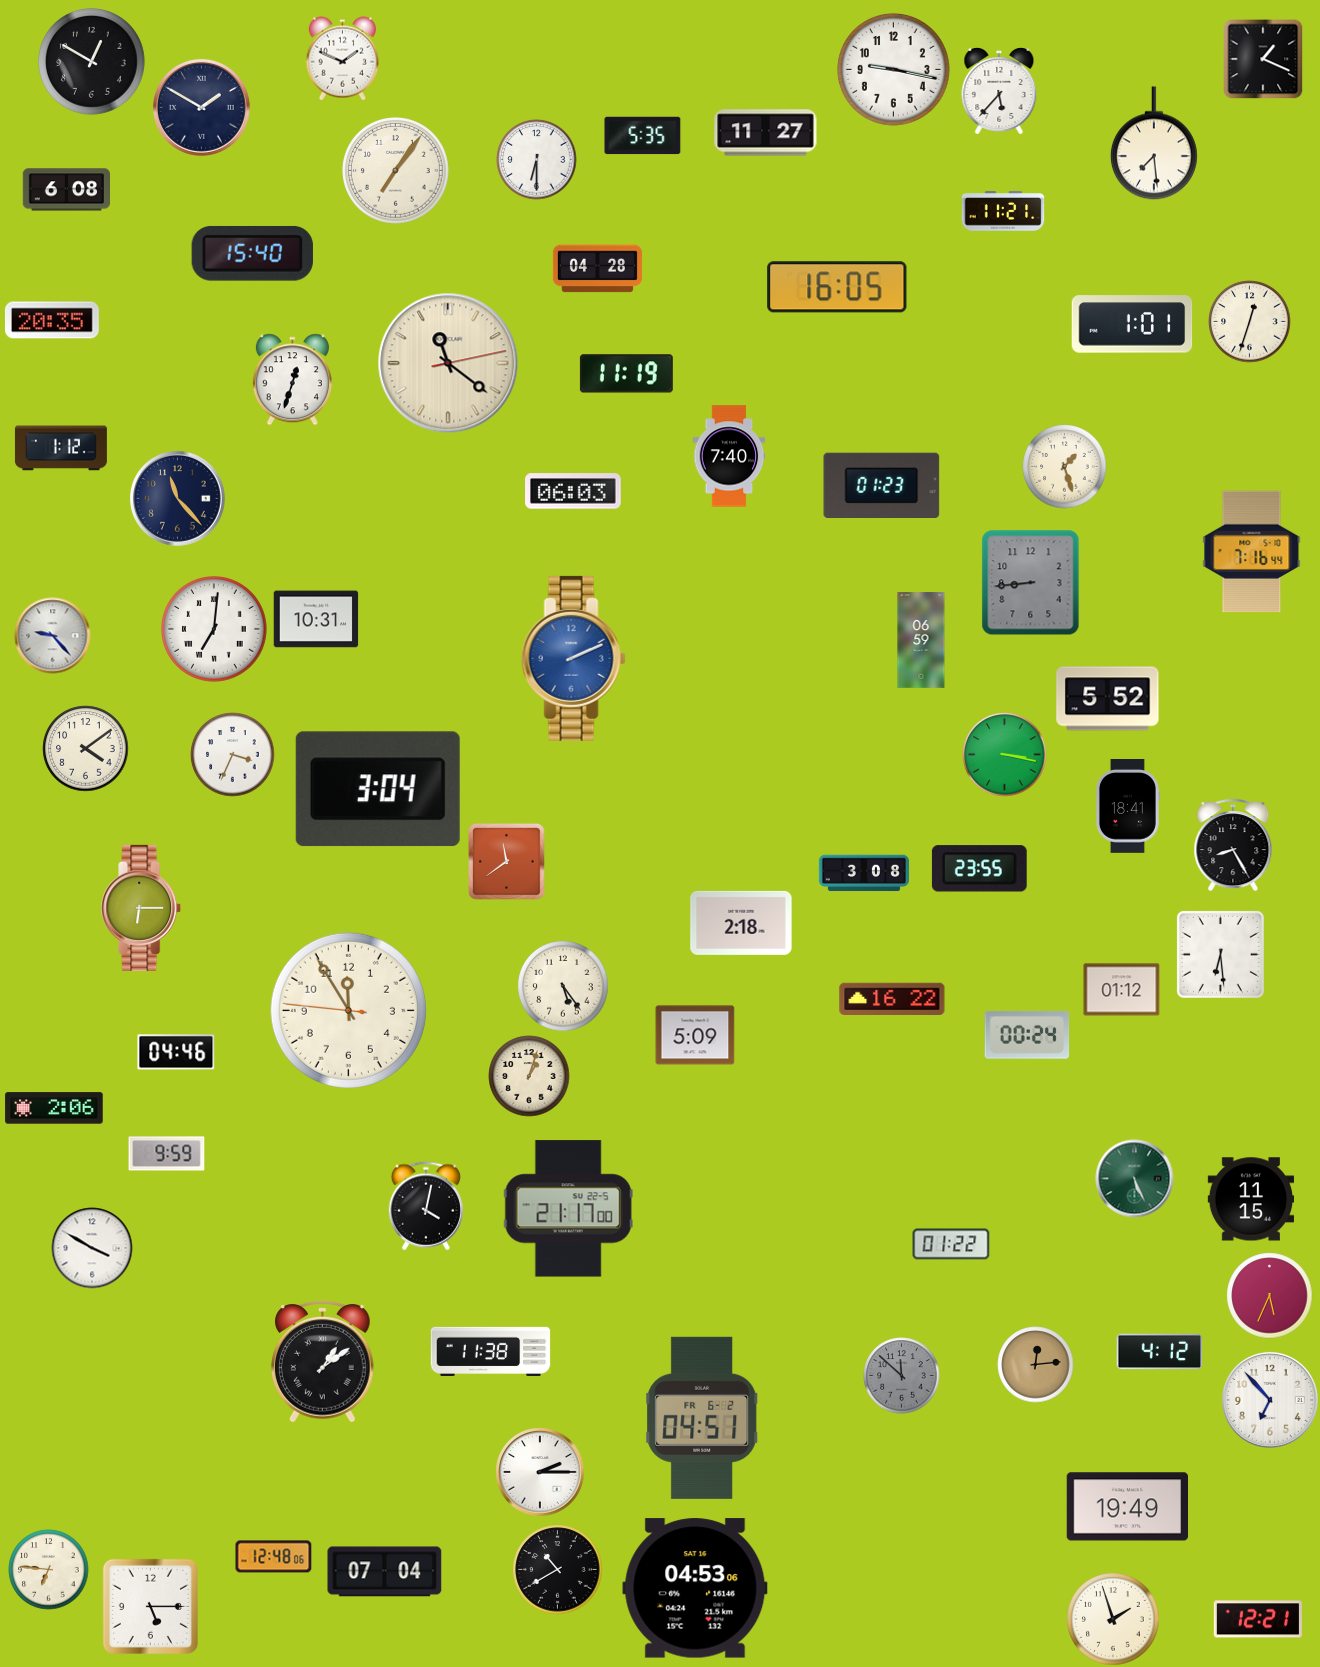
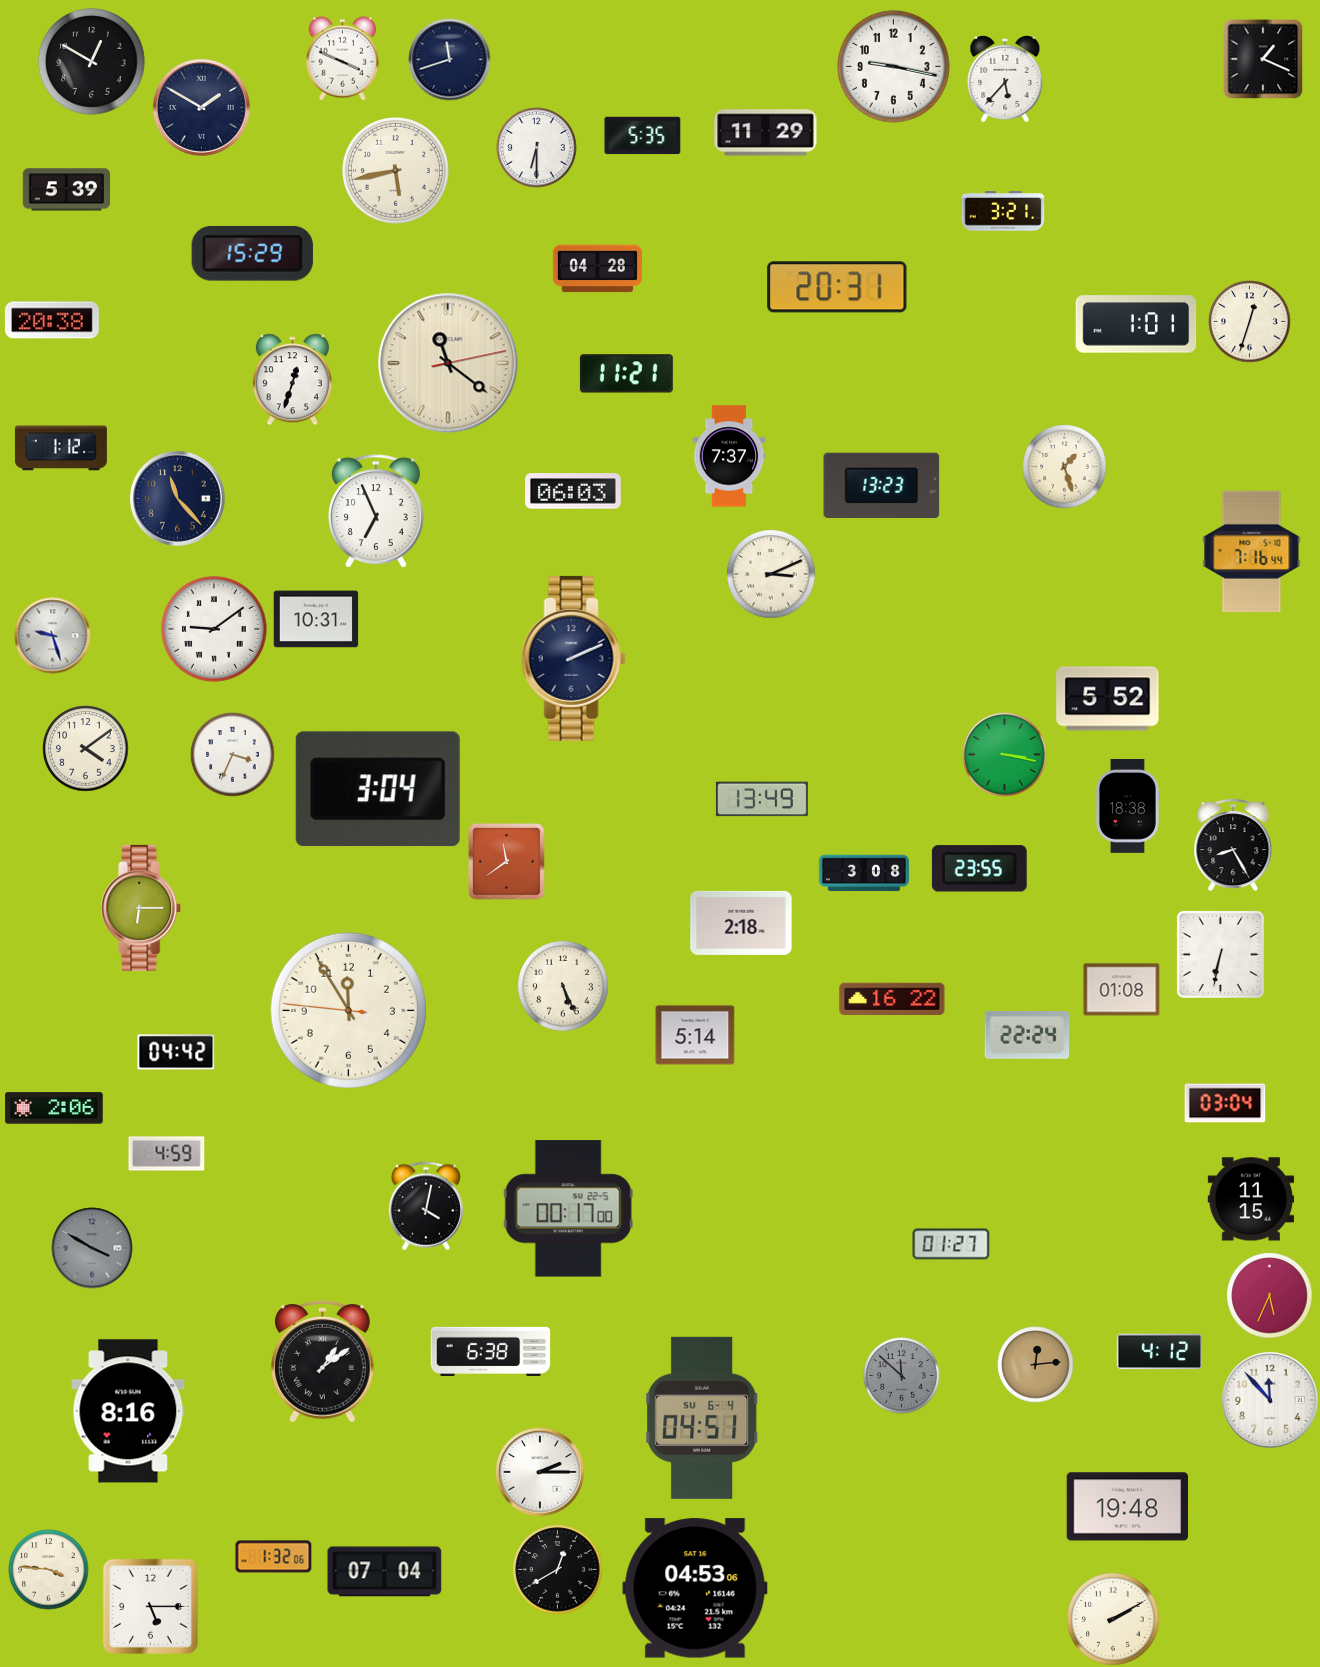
clock at (342, 59): 1:49 -> 3:49
clock at (450, 60): none -> 11:42
clock at (893, 69) position: (893, 69) -> (893, 66)
clock at (999, 92) position: (999, 92) -> (1005, 80)
clock at (766, 133): 11:27 -> 11:29
clock at (1154, 143): 7:29 -> none
clock at (537, 160) position: (537, 160) -> (537, 148)
clock at (396, 171): 7:06 -> 5:43
clock at (66, 190): 6:08 -> 5:39
clock at (1003, 211): 11:21 -> 3:21
clock at (252, 253): 15:40 -> 15:29
clock at (837, 287): 16:05 -> 20:31
clock at (52, 320): 20:35 -> 20:38
clock at (1132, 324) position: (1132, 324) -> (1136, 324)
clock at (626, 374): 11:19 -> 11:21
clock at (729, 456): 7:40 -> 7:37
clock at (882, 485): 01:23 -> 13:23
clock at (376, 511): none -> 6:56
clock at (771, 574): none -> 3:11
clock at (1031, 583): 8:44 -> none
clock at (215, 630): 7:01 -> 9:09
clock at (53, 636): 9:23 -> 9:27
clock at (921, 640): 06:59 -> none
clock at (573, 658) dial: blue -> navy
clock at (762, 799): none -> 13:49
clock at (1127, 807): 18:41 -> 18:38
clock at (1220, 954): 6:29 -> 6:32
clock at (563, 986): 5:24 -> 5:26
clock at (1122, 990): 01:12 -> 01:08
clock at (695, 1035): 5:09 -> 5:14
clock at (1027, 1035): 00:24 -> 22:24
clock at (176, 1052): 04:46 -> 04:42
clock at (529, 1076): 1:03 -> none
clock at (1225, 1103): none -> 03:04
clock at (167, 1154): 9:59 -> 4:59
clock at (1135, 1179): 5:26 -> none
clock at (568, 1209): 21:17 -> 00:17
clock at (951, 1244): 01:22 -> 01:27
clock at (92, 1248) dial: white -> grey
clock at (491, 1351): 11:38 -> 6:38
clock at (1270, 1400): 6:53 -> 11:53
clock at (128, 1411): none -> 8:16
clock at (703, 1418) date: FR 6-2 -> SU 6-4
clock at (1128, 1507): 19:49 -> 19:48
clock at (274, 1557): 12:48 -> 1:32
clock at (49, 1570): 6:46 -> 3:46
clock at (558, 1570): 10:40 -> 12:40
clock at (1113, 1619): 1:57 -> 2:10
clock at (1258, 1619): 12:21 -> none
